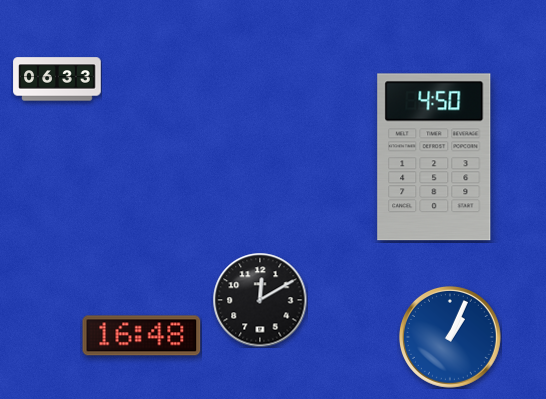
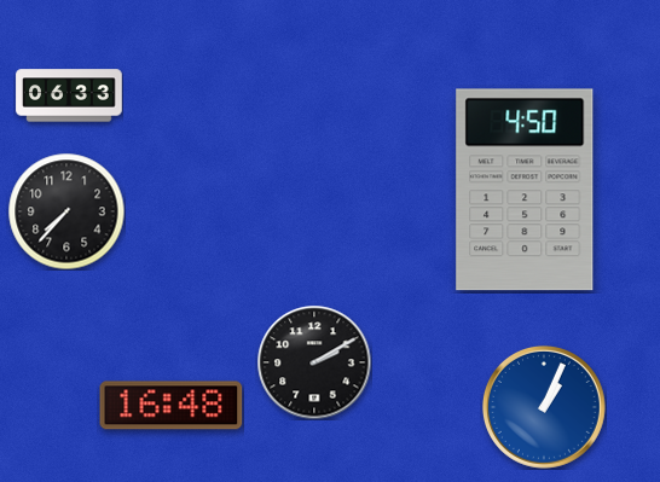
clock at (66, 211): none -> 7:37
clock at (260, 300): 12:10 -> 2:10
